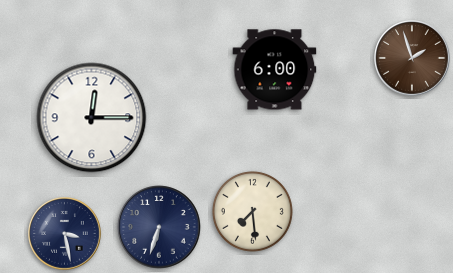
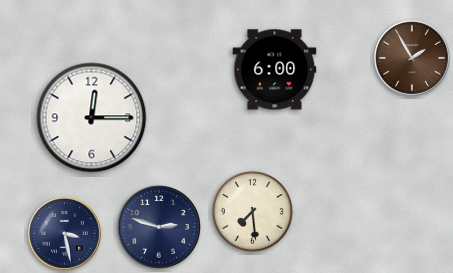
clock at (412, 58): 1:57 -> 1:55
clock at (159, 227): 6:33 -> 2:48
